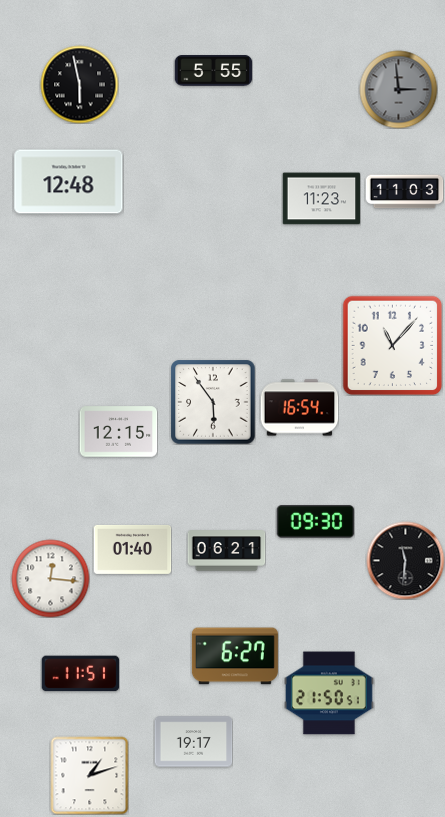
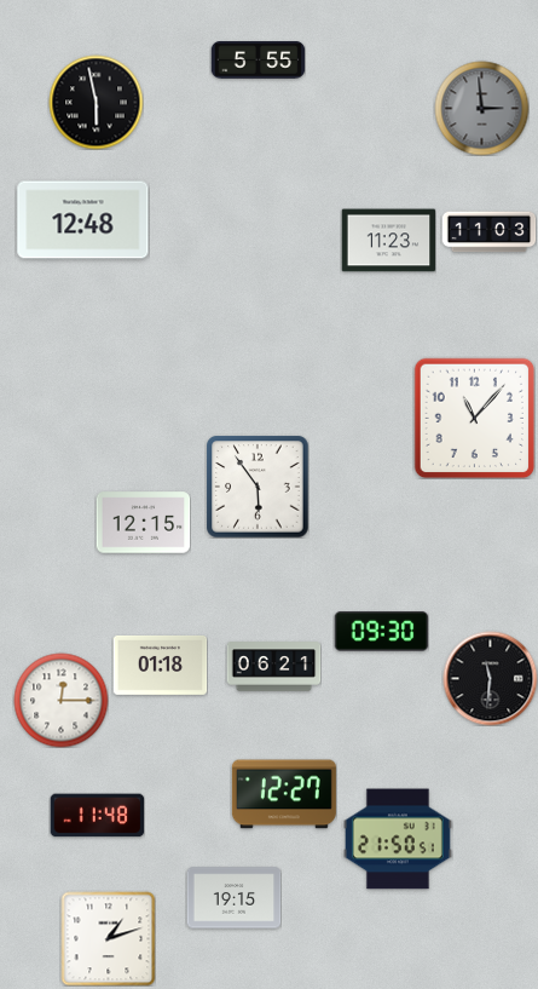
clock at (213, 71) position: (213, 71) -> (258, 61)
clock at (299, 408): 16:54 -> none
clock at (132, 549): 01:40 -> 01:18
clock at (50, 578): 12:16 -> 12:15
clock at (235, 656): 6:27 -> 12:27
clock at (80, 674): 11:51 -> 11:48
clock at (193, 742): 19:17 -> 19:15
